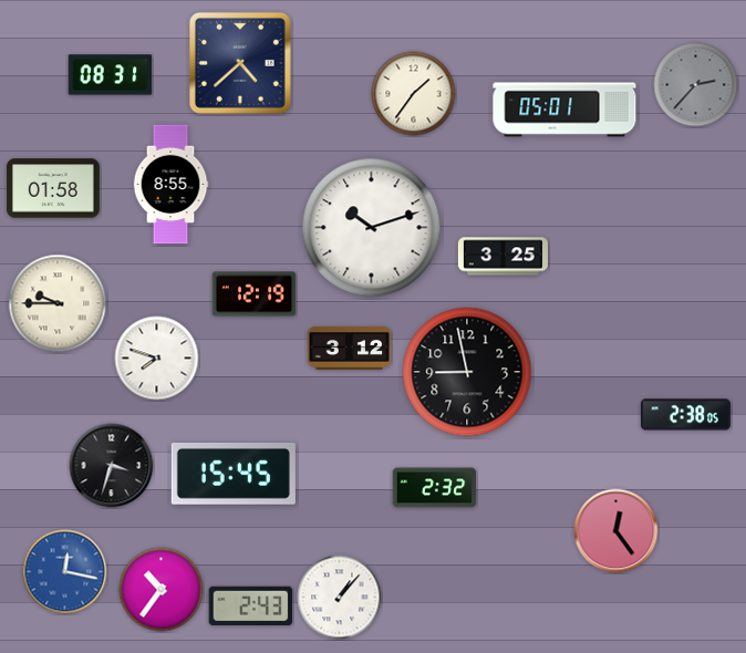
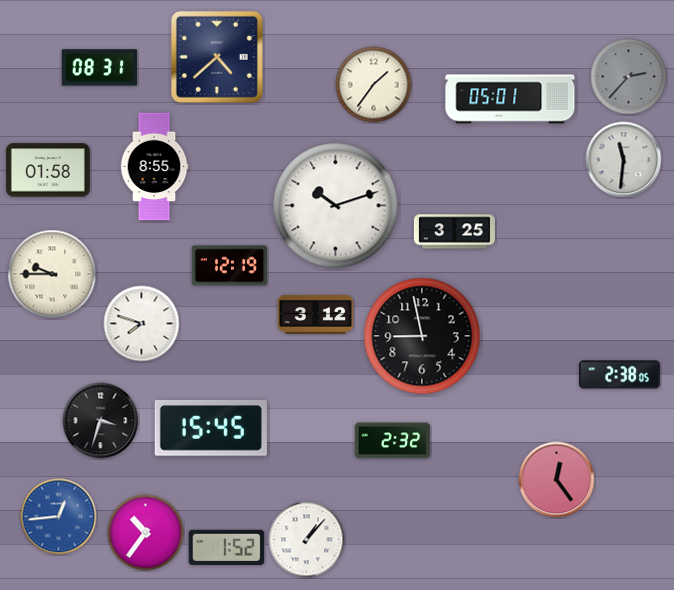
clock at (624, 160): none -> 11:31
clock at (65, 572): 12:17 -> 12:44
clock at (251, 605): 2:43 -> 1:52
